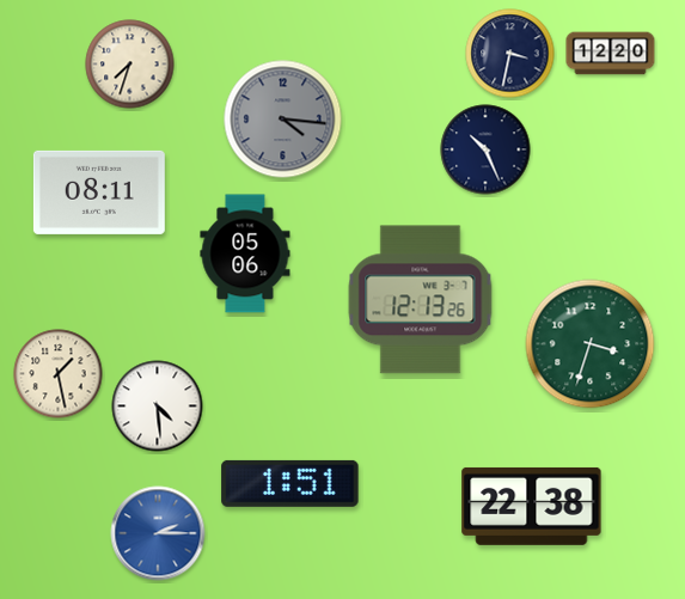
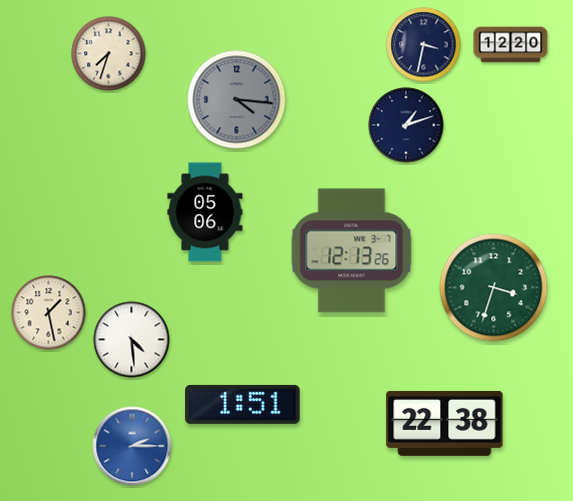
clock at (510, 54) position: (510, 54) -> (424, 45)
clock at (485, 149): 10:26 -> 1:12
clock at (99, 192): 08:11 -> none
